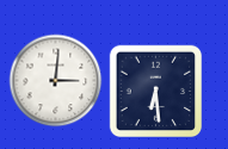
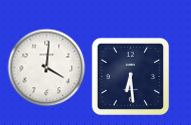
clock at (55, 80): 3:01 -> 4:01
